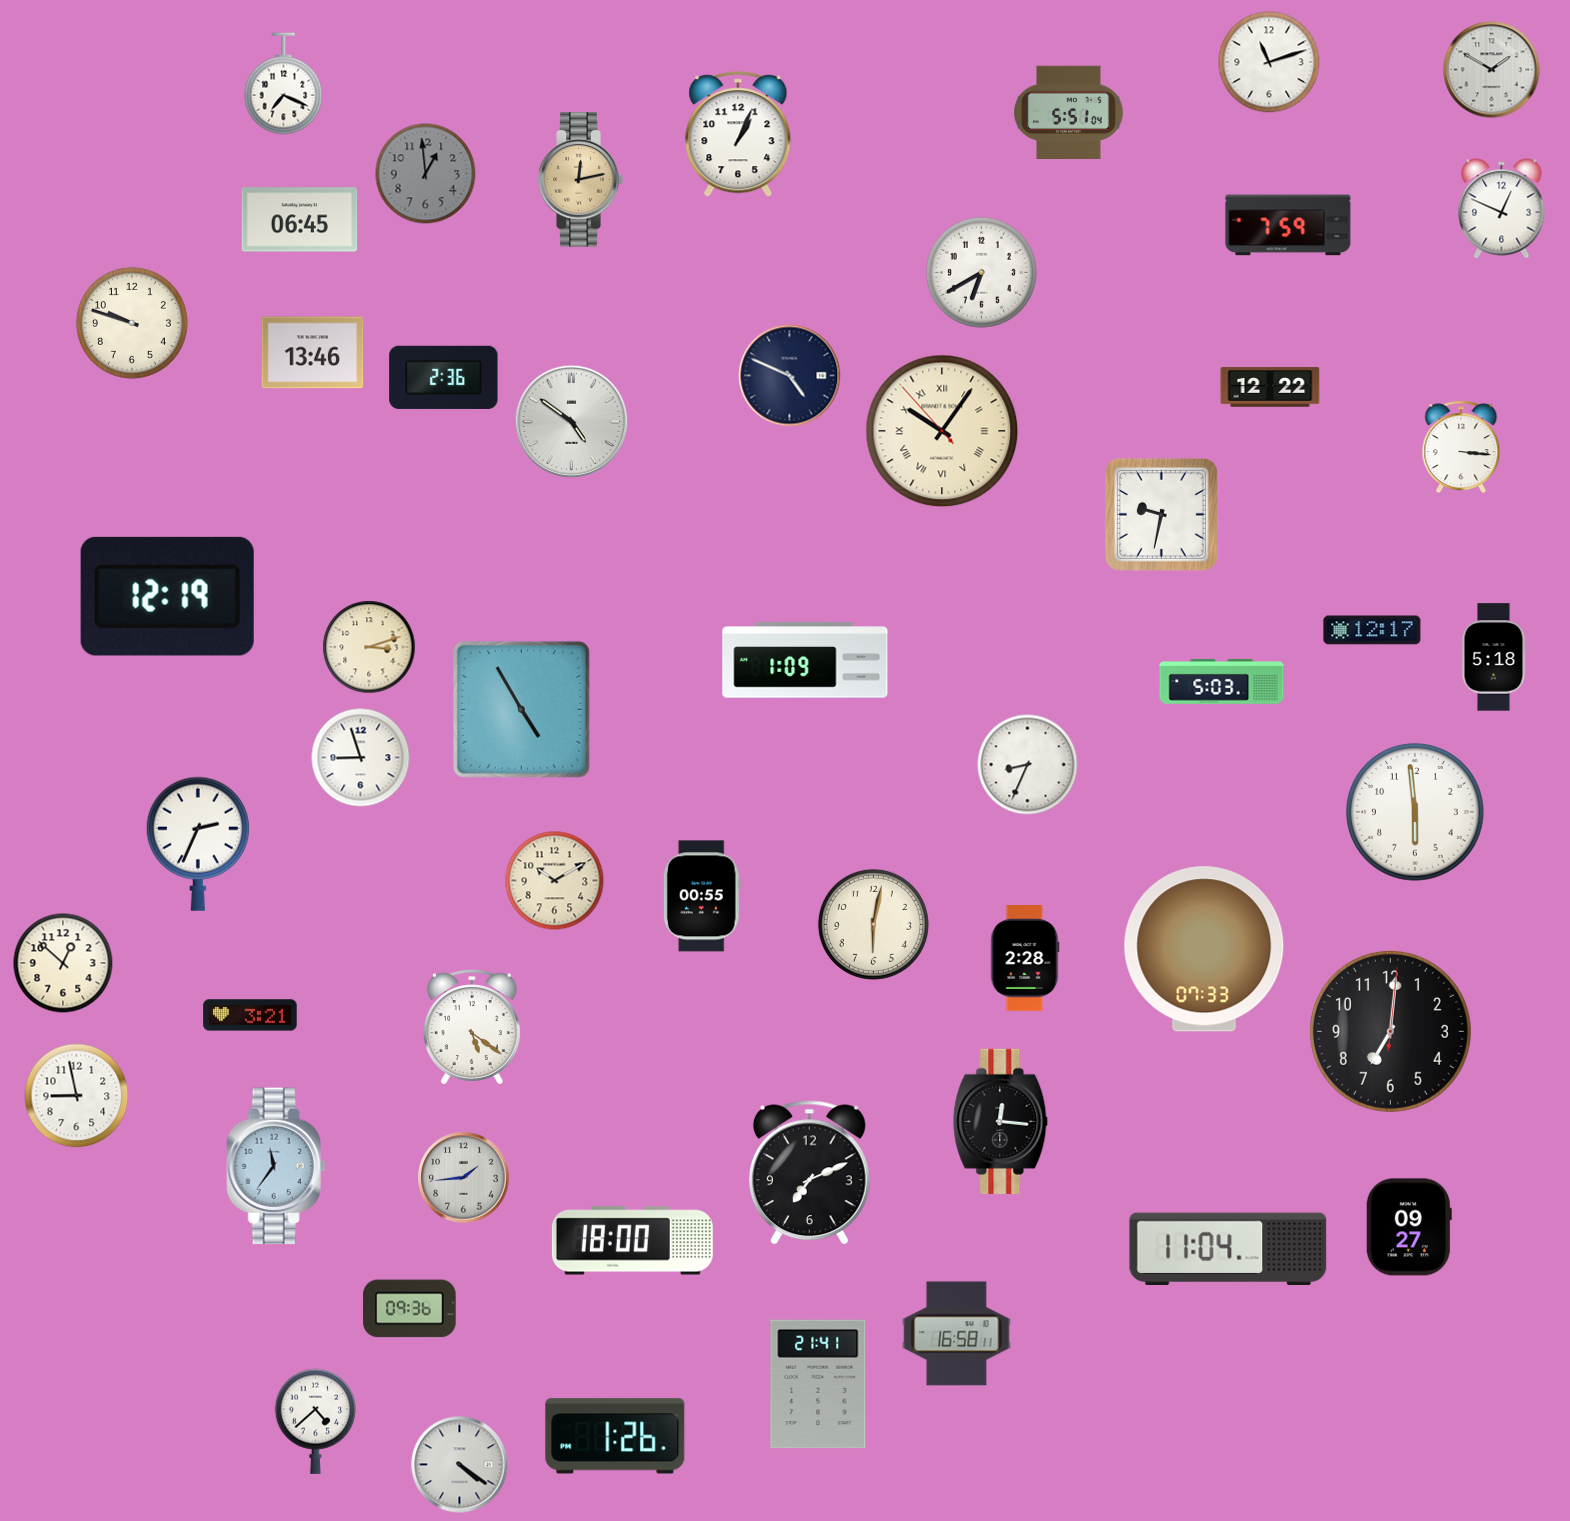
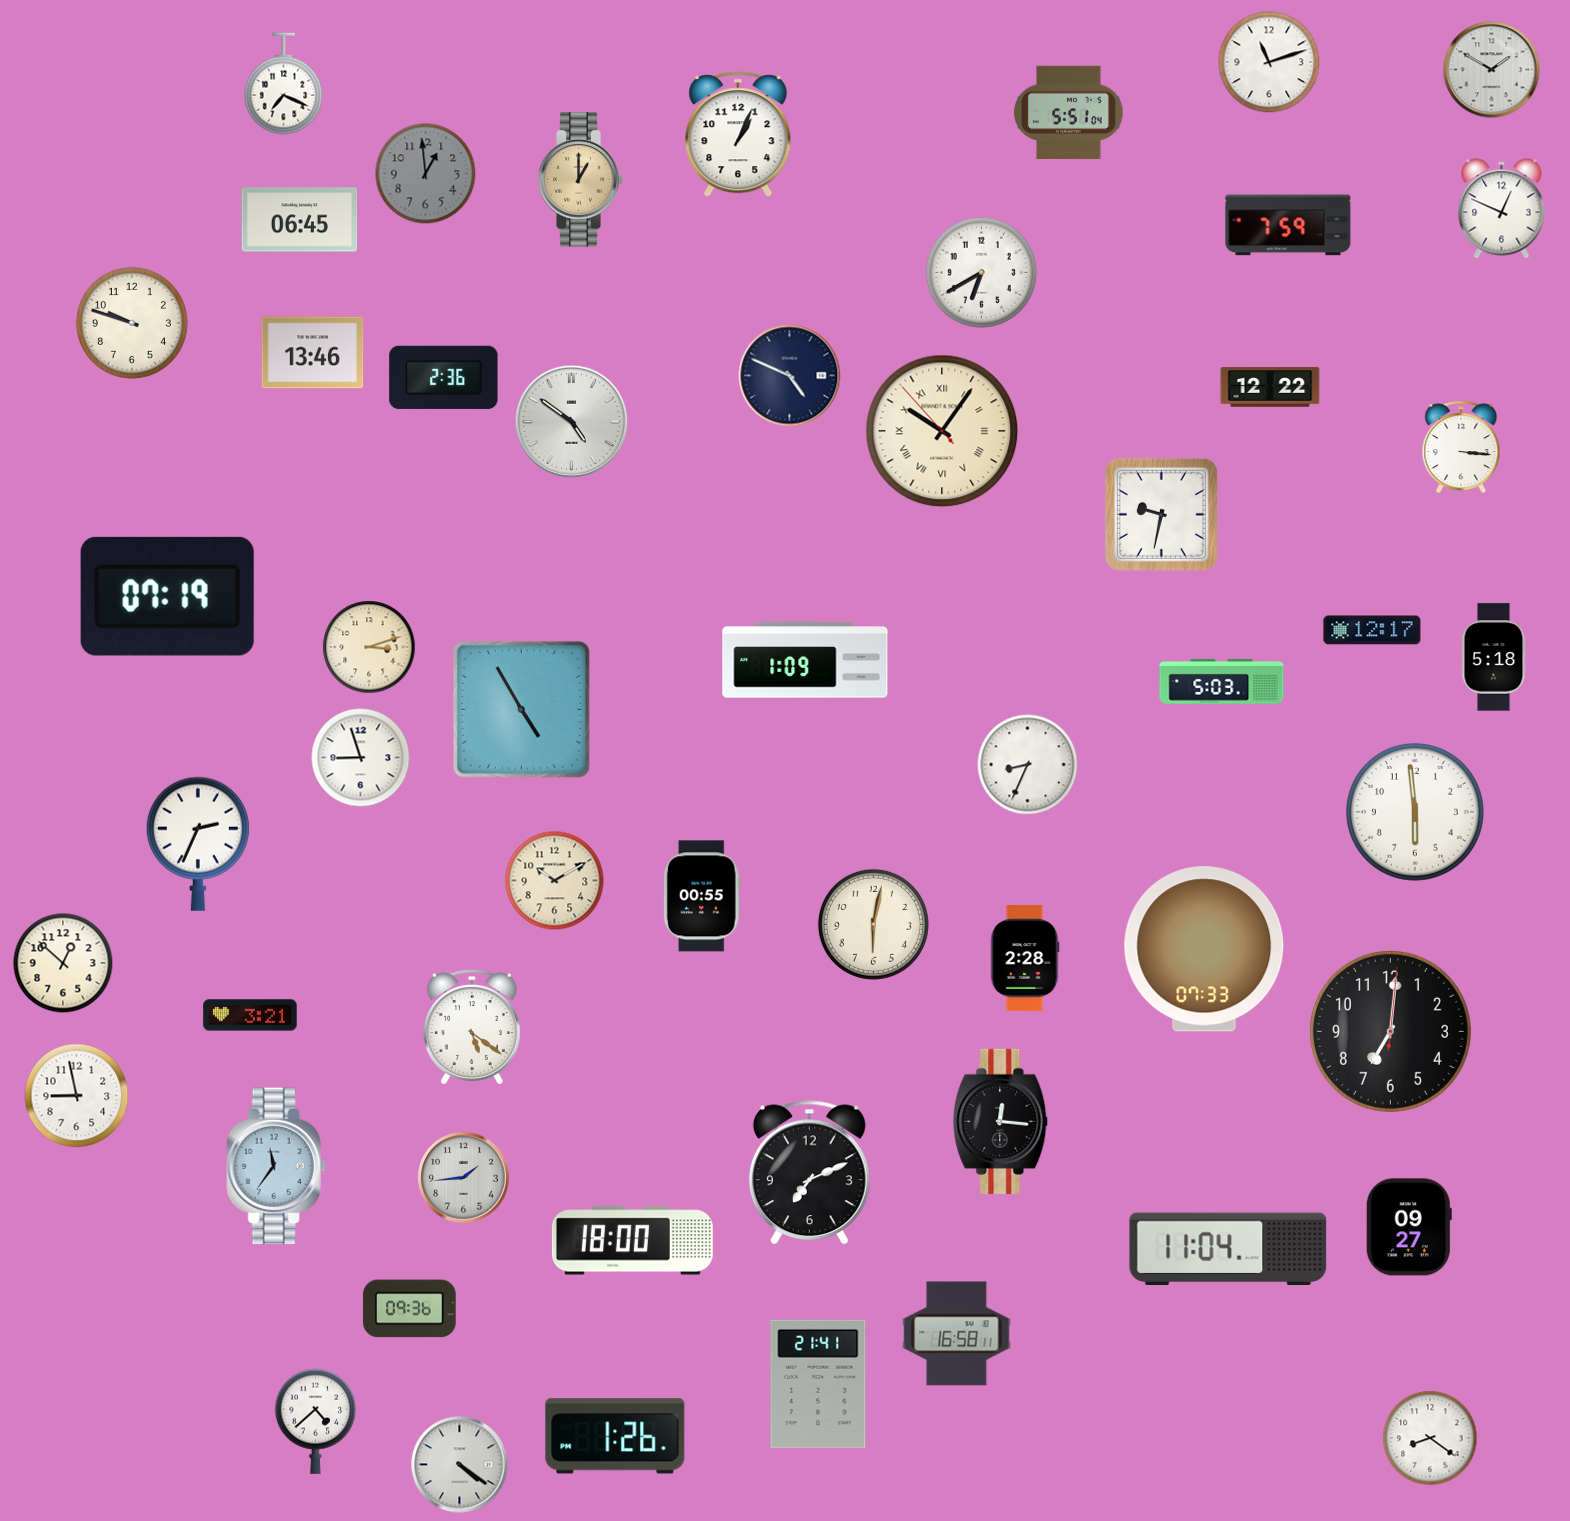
clock at (580, 180): 12:13 -> 1:00
clock at (167, 596): 12:19 -> 07:19
clock at (1430, 1438): none -> 8:21
